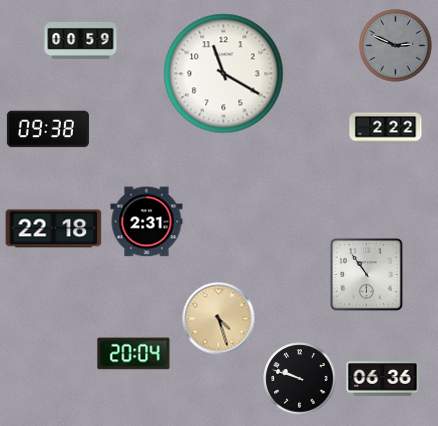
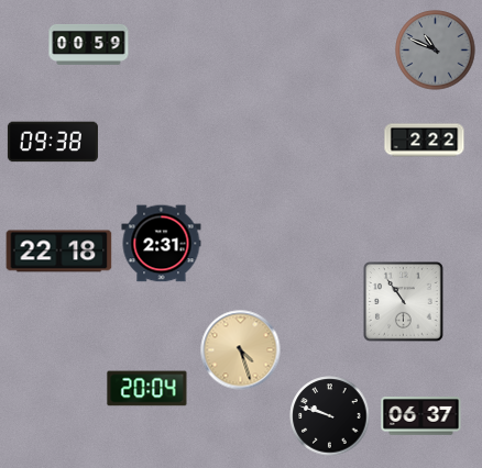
clock at (396, 46): 2:49 -> 10:49
clock at (224, 74): 11:20 -> none
clock at (383, 379): 06:36 -> 06:37
